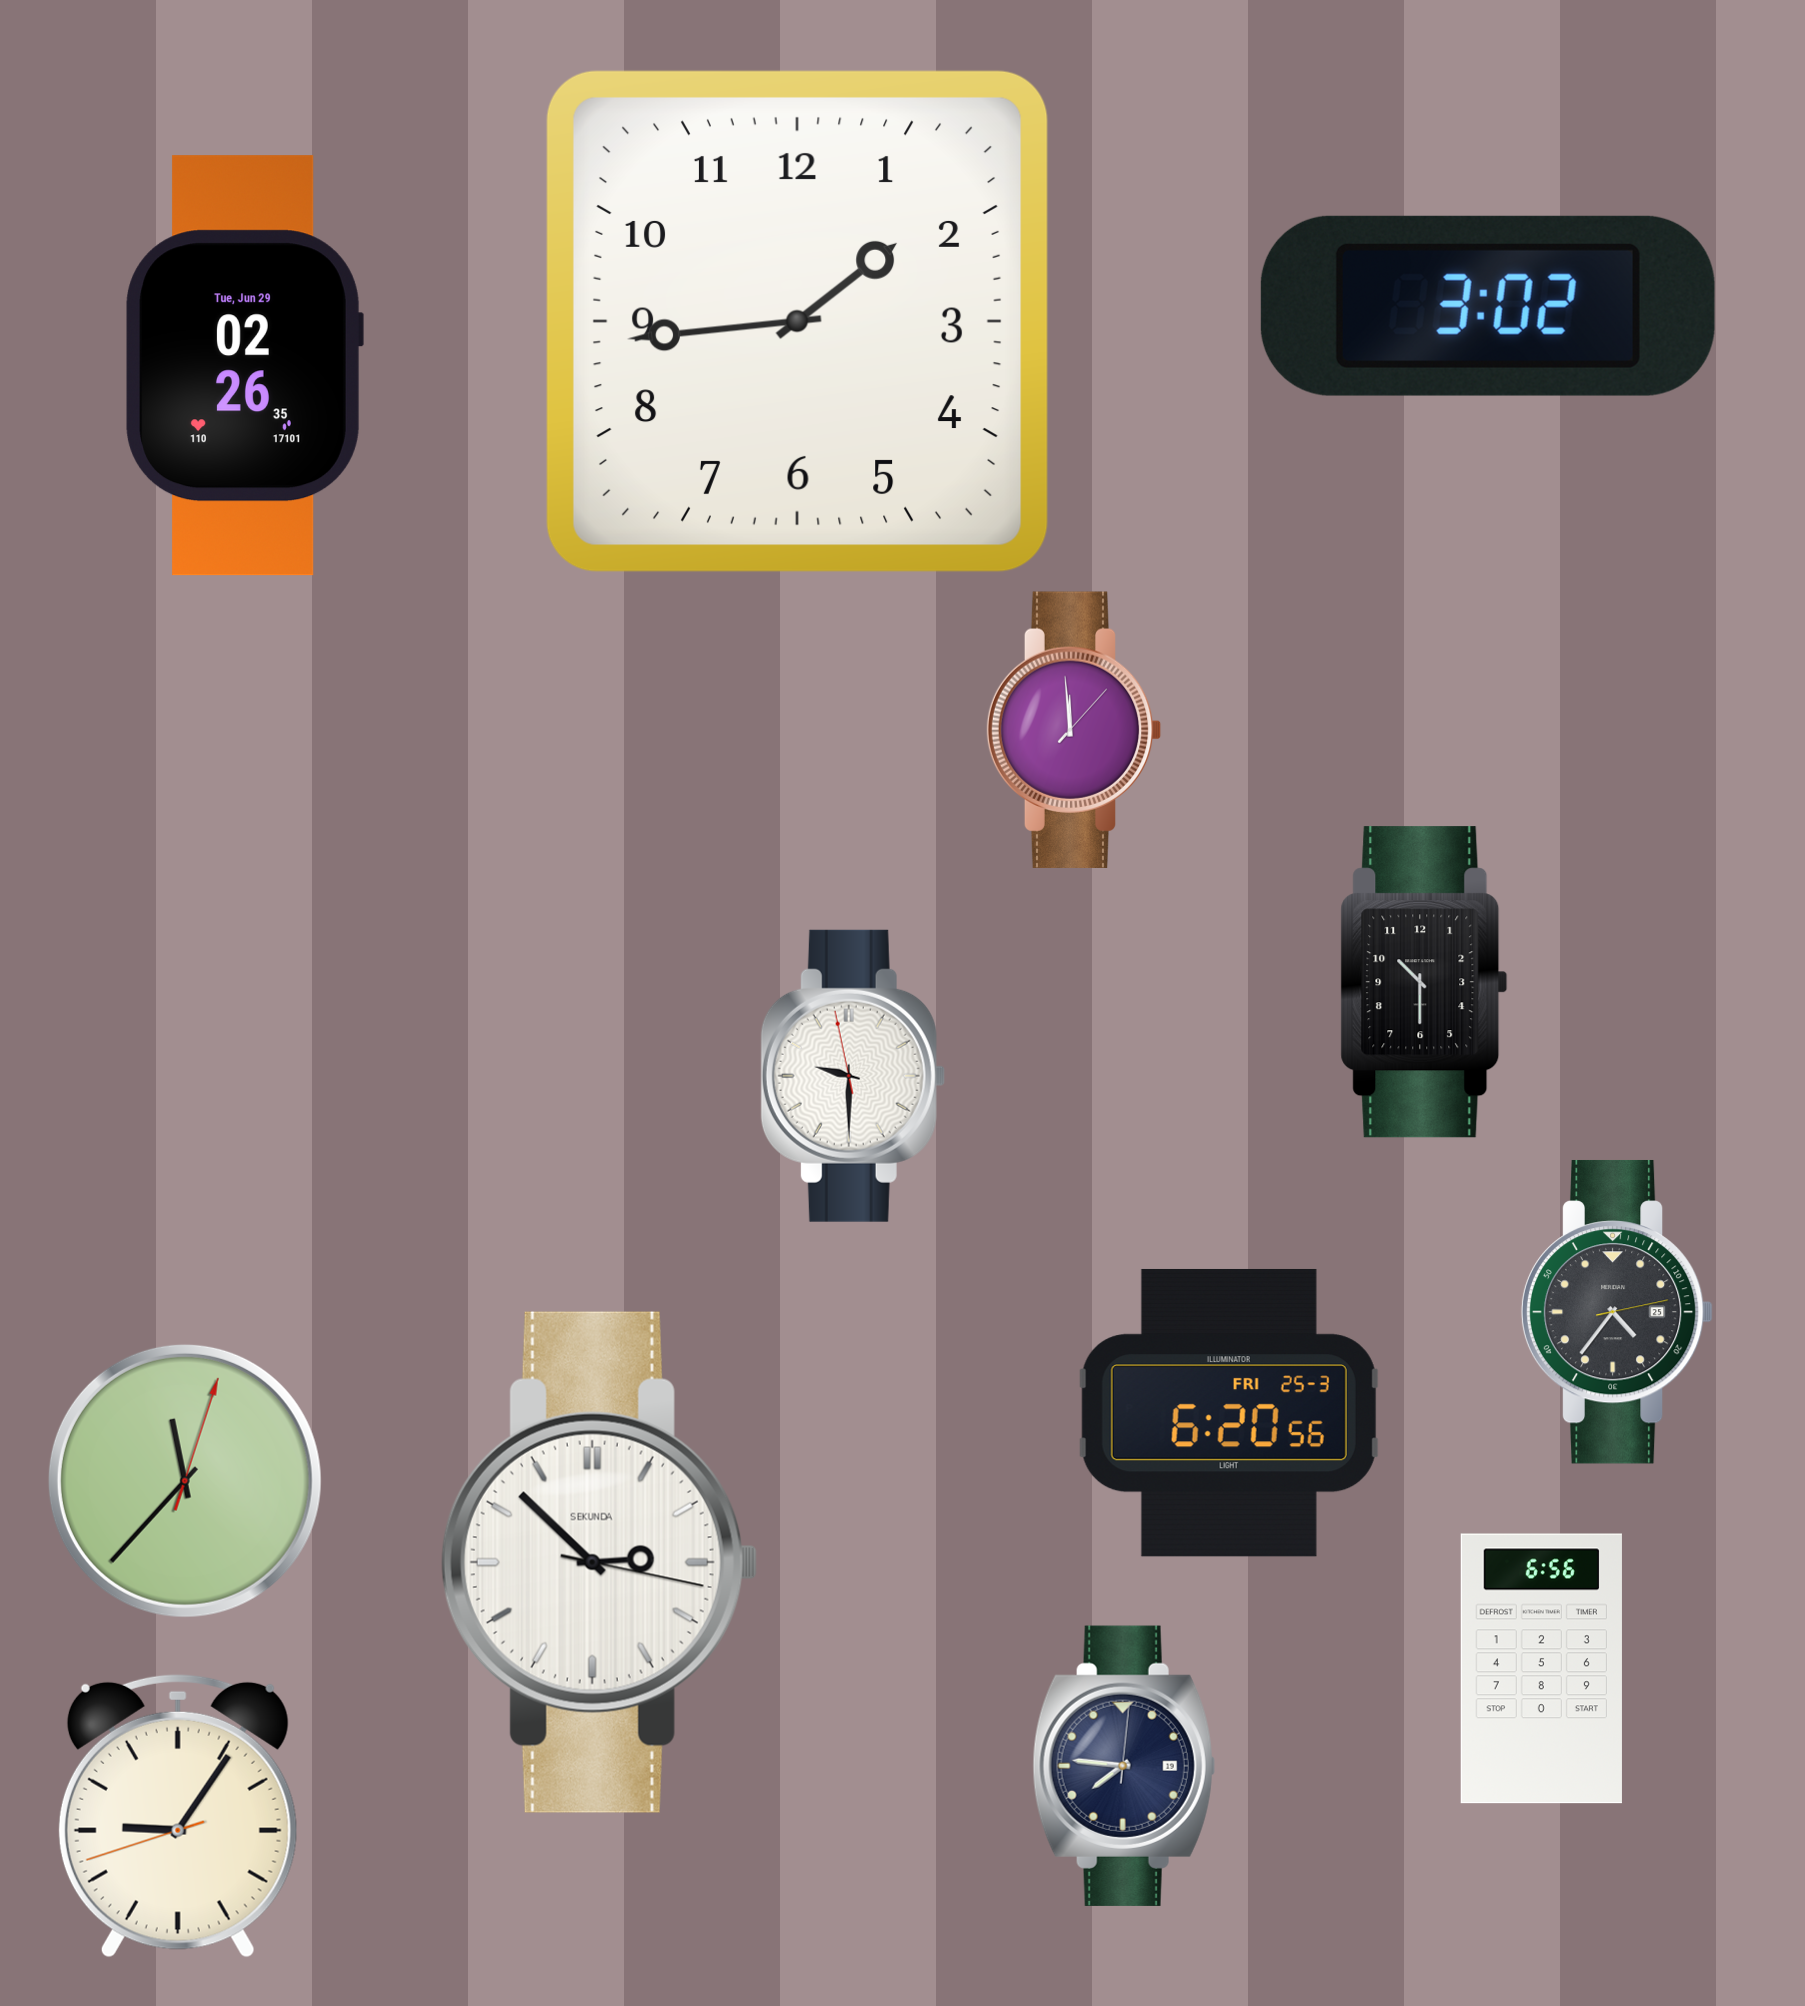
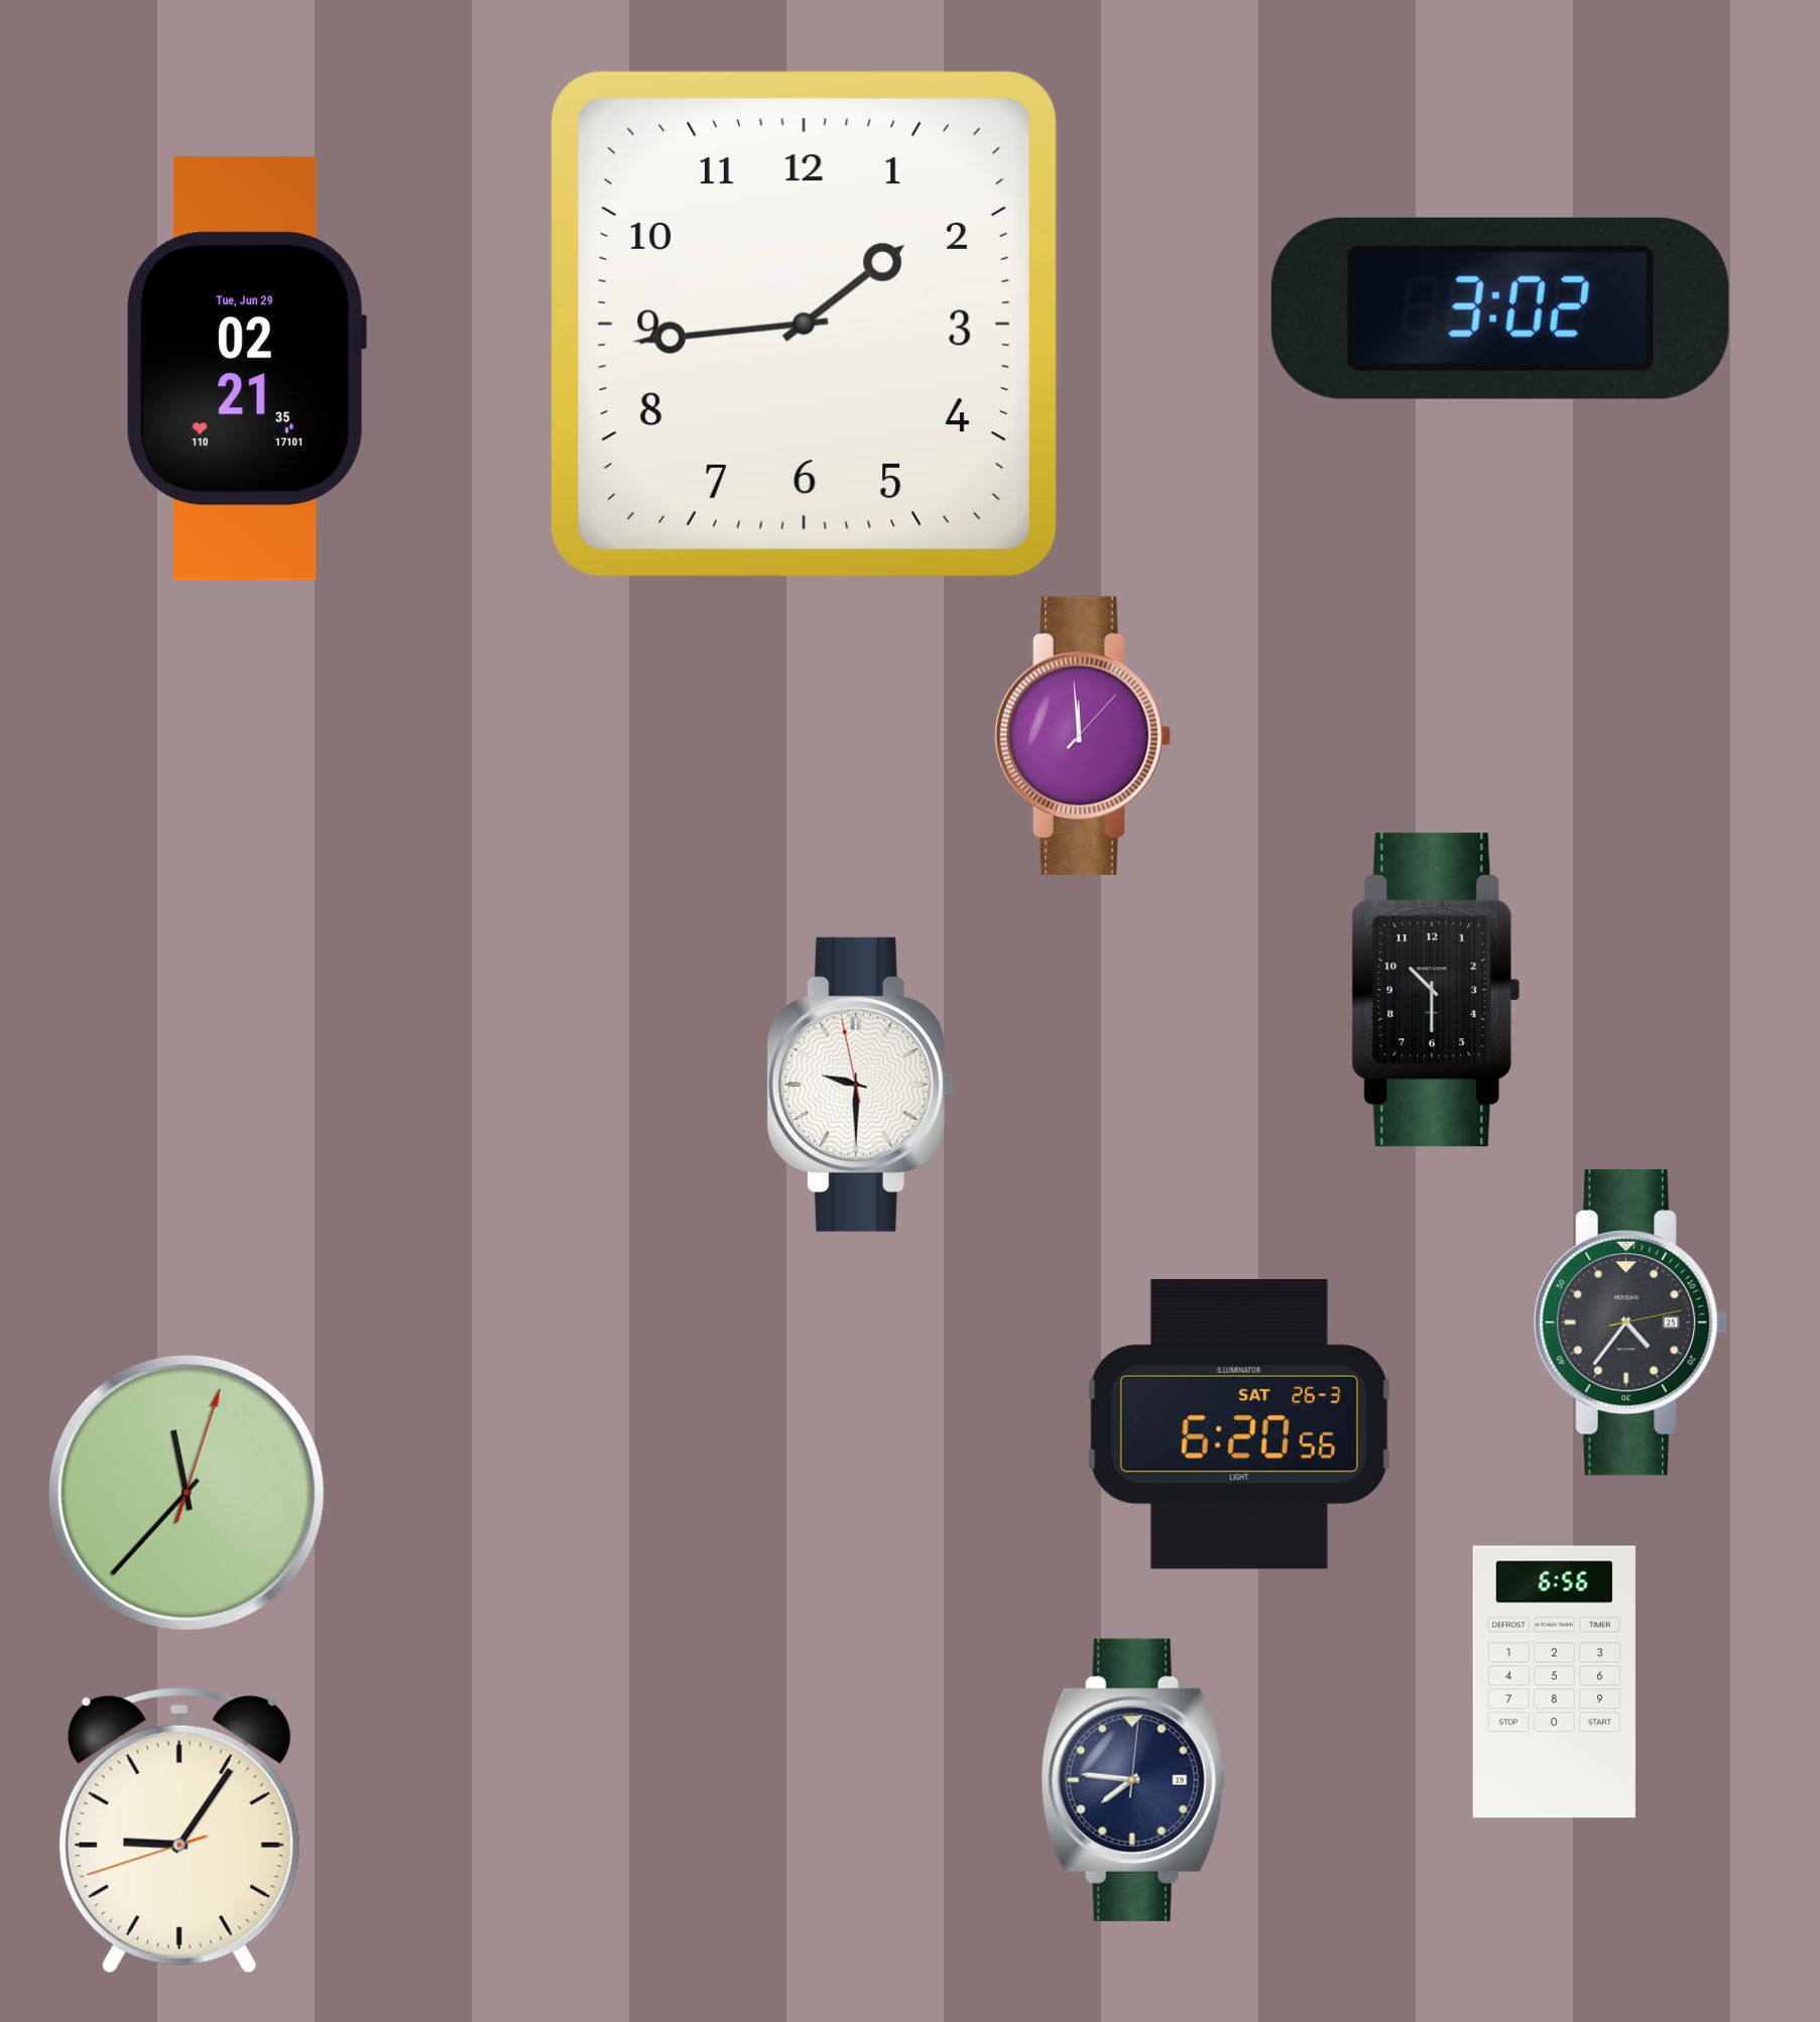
clock at (244, 366): 02:26 -> 02:21
clock at (1229, 1413) date: FRI 25-3 -> SAT 26-3
clock at (599, 1562): 2:52 -> none
